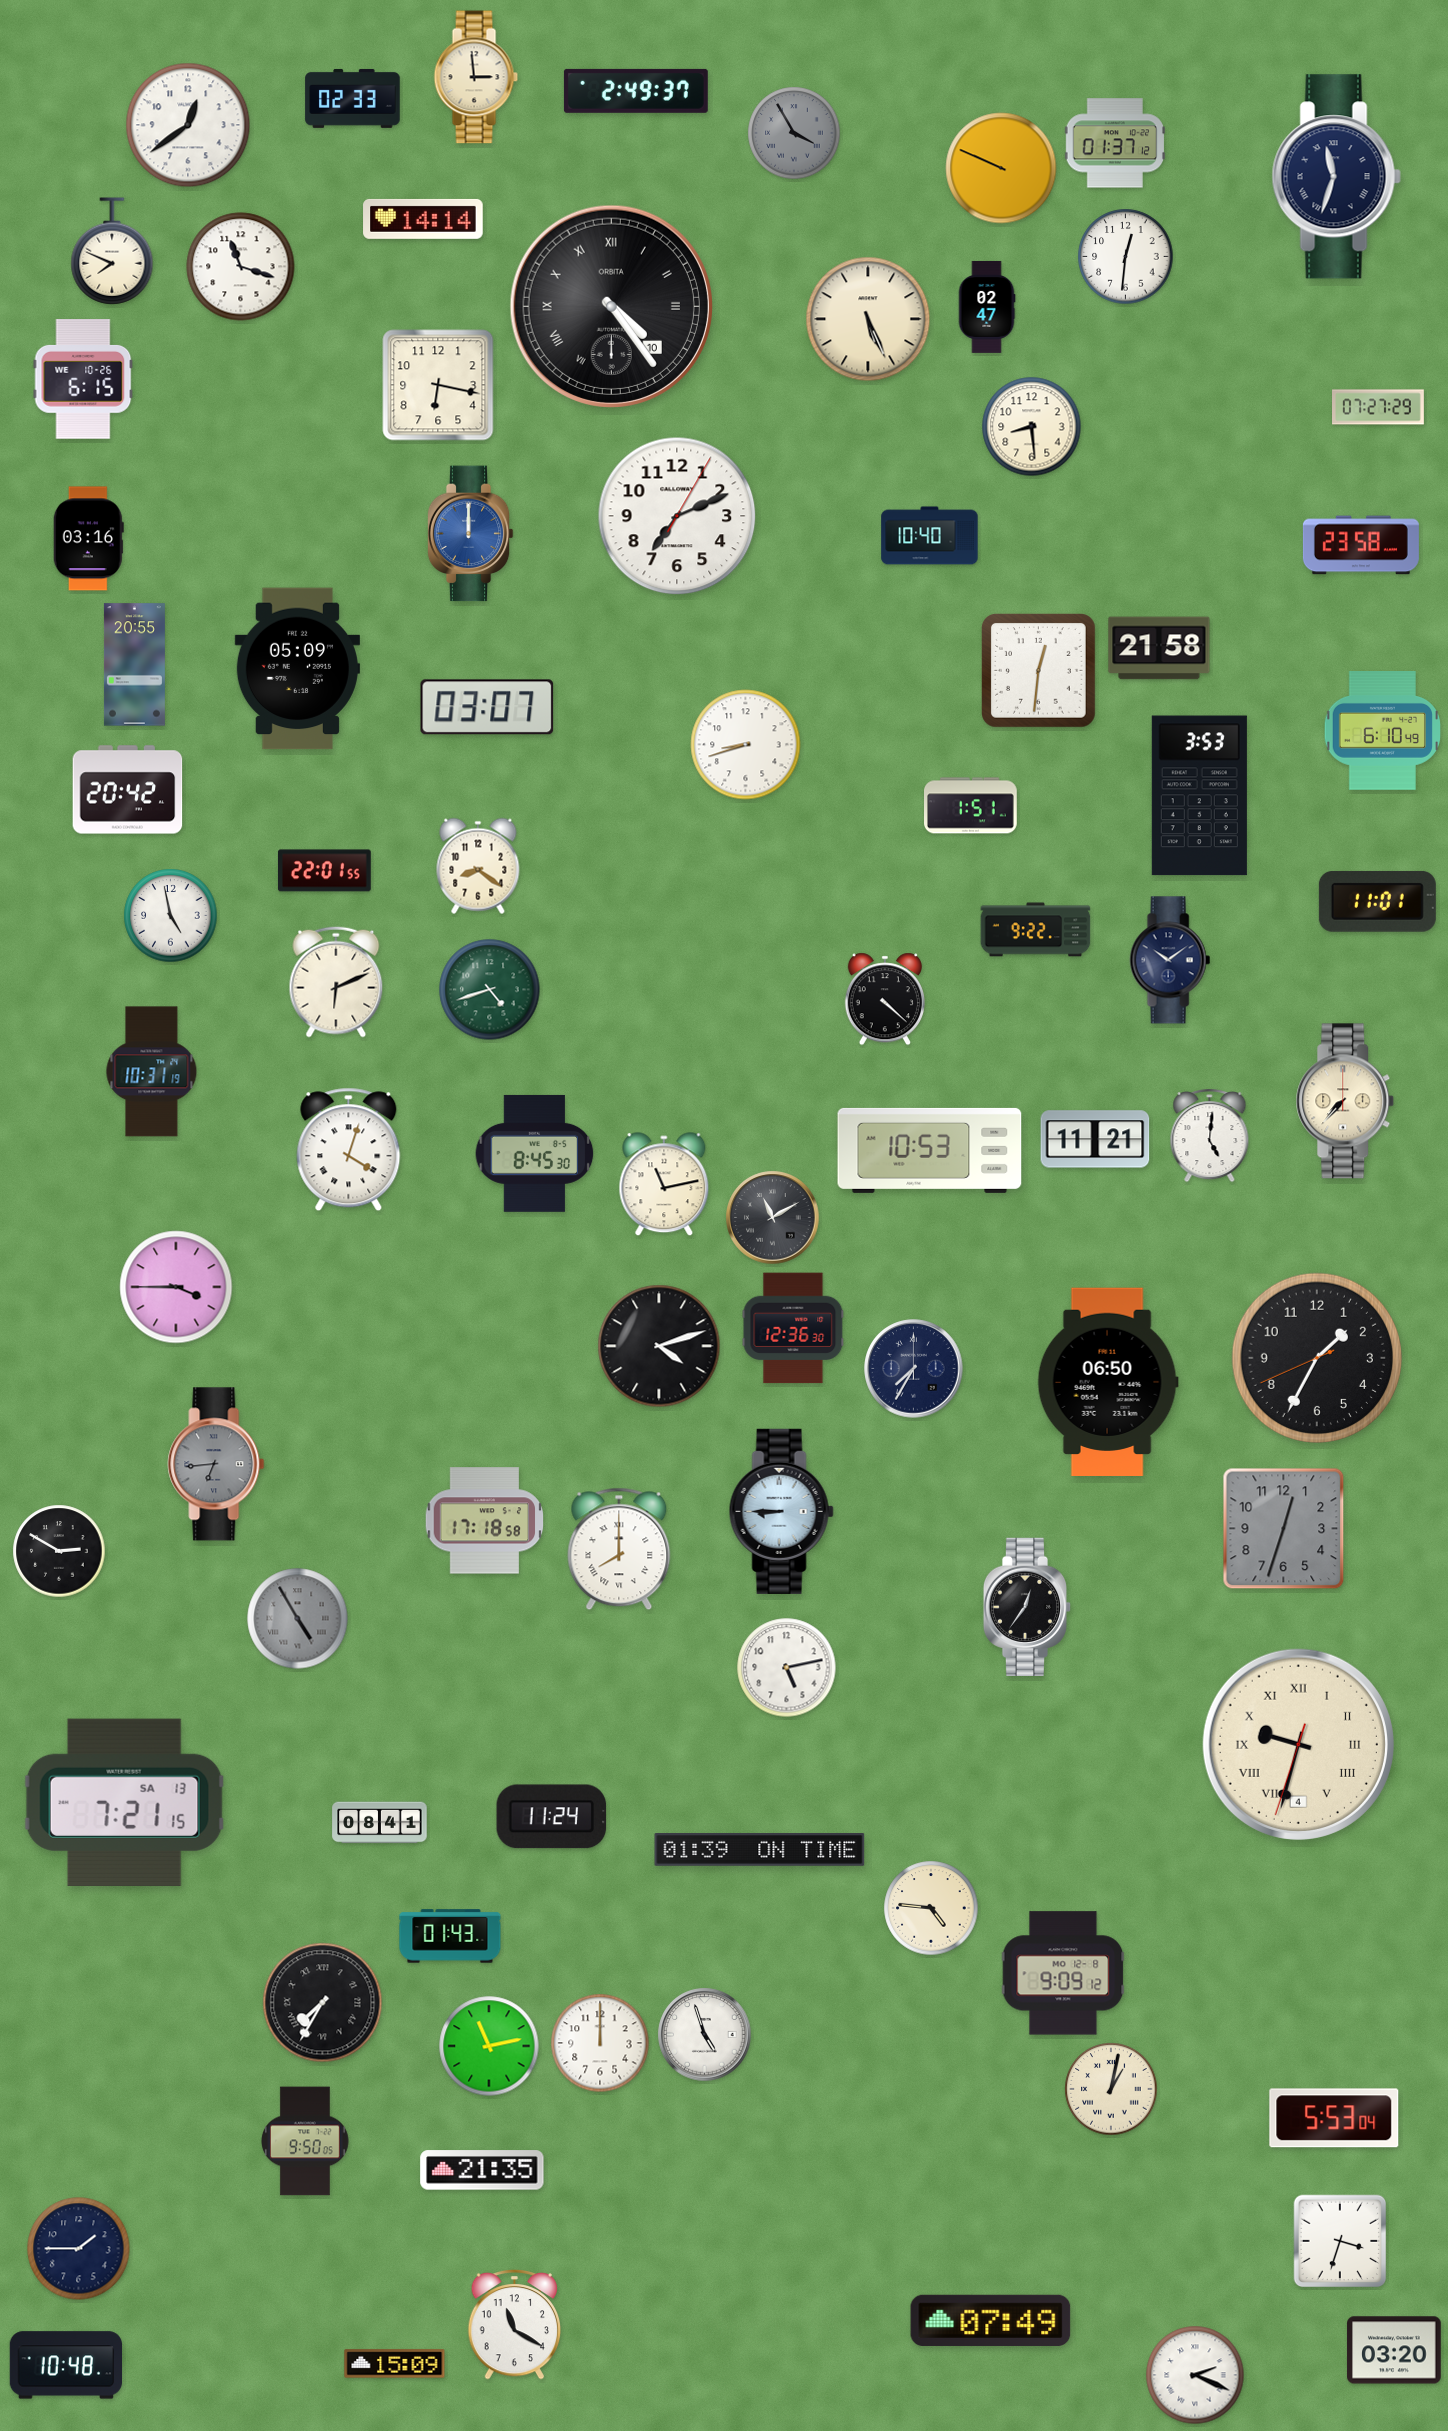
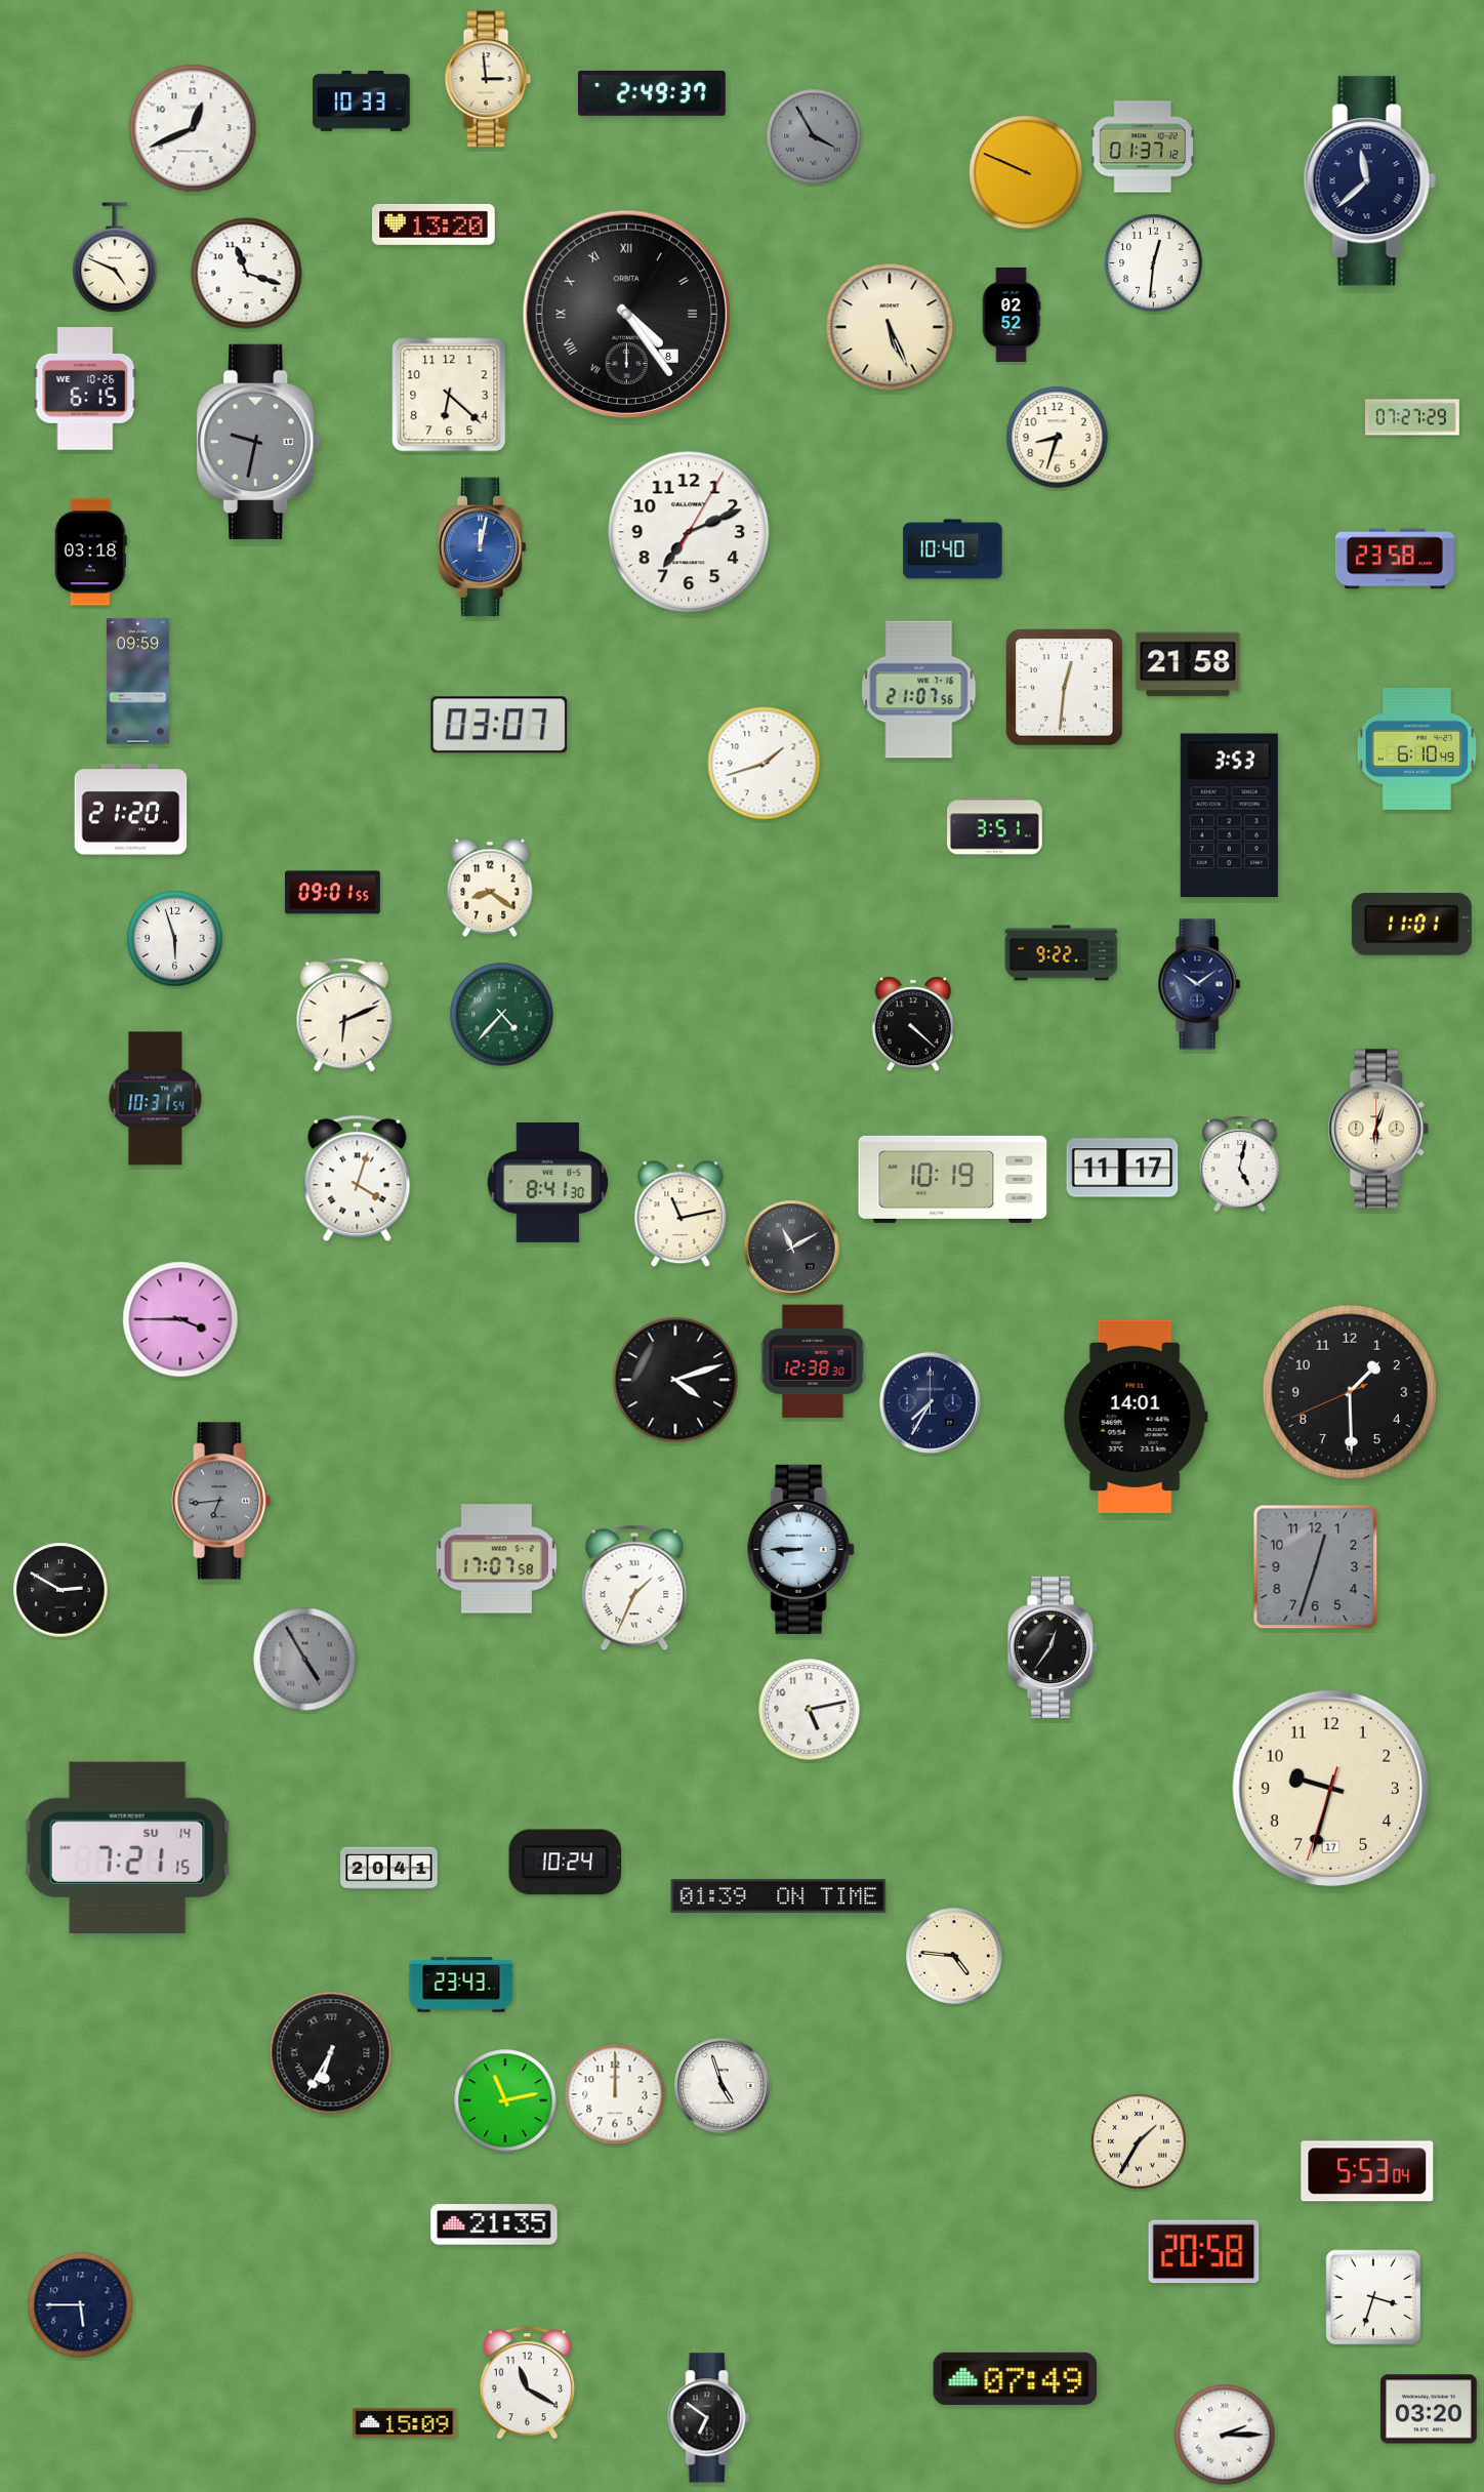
clock at (353, 98): 02:33 -> 10:33
clock at (188, 125): 12:39 -> 12:41
clock at (1336, 177): 11:33 -> 11:38
clock at (423, 219): 14:14 -> 13:20
clock at (112, 251): 7:49 -> 4:49
clock at (611, 306) date: 10 -> 8
clock at (987, 307): 02:47 -> 02:52
clock at (438, 385): 6:17 -> 6:22
clock at (1032, 427): 8:29 -> 8:33
clock at (258, 442): none -> 9:32
clock at (677, 516) position: (677, 516) -> (689, 532)
clock at (470, 534): 12:00 -> 12:02
clock at (88, 539): 03:16 -> 03:18
clock at (134, 665): 20:55 -> 09:59
clock at (297, 669): 05:09 -> none
clock at (919, 690): none -> 21:07
clock at (746, 745): 8:42 -> 1:42
clock at (128, 790): 20:42 -> 21:20
clock at (971, 806): 1:51 -> 3:51
clock at (324, 871): 22:01 -> 09:01
clock at (171, 916): 4:58 -> 5:57
clock at (336, 982) position: (336, 982) -> (344, 1015)
clock at (490, 990): 4:42 -> 4:37
clock at (885, 999) position: (885, 999) -> (913, 1024)
clock at (152, 1072): 10:31:19 -> 10:31:54
clock at (1345, 1101): 7:37 -> 6:03
clock at (1210, 1136): 5:01 -> 5:02
clock at (1095, 1139): 11:21 -> 11:17
clock at (930, 1150): 10:53 -> 10:19
clock at (535, 1153): 8:45 -> 8:41
clock at (793, 1328): 12:36 -> 12:38
clock at (1316, 1357): 1:34 -> 1:29
clock at (914, 1369) position: (914, 1369) -> (931, 1403)
clock at (1108, 1382): 06:50 -> 14:01
clock at (485, 1521): 17:18 -> 17:07
clock at (619, 1549): 8:00 -> 1:34
clock at (787, 1668) position: (787, 1668) -> (810, 1710)
clock at (1298, 1744) date: 4 -> 17
clock at (1298, 1744) numerals: Roman -> Arabic
clock at (125, 1802) date: SA 13 -> SU 14
clock at (552, 1817): 11:24 -> 10:24
clock at (380, 1823): 08:41 -> 20:41
clock at (450, 1936): 01:43 -> 23:43
clock at (1063, 1973): 9:09 -> none
clock at (323, 2003): 7:35 -> 6:35
clock at (489, 2046) position: (489, 2046) -> (505, 2100)
clock at (1111, 2089): 1:02 -> 1:35
clock at (306, 2141): 9:50 -> none
clock at (1204, 2252): none -> 20:58
clock at (79, 2249): 1:45 -> 5:45
clock at (709, 2418): none -> 6:51
clock at (65, 2365): 10:48 -> none
clock at (1195, 2375): 2:19 -> 2:15
